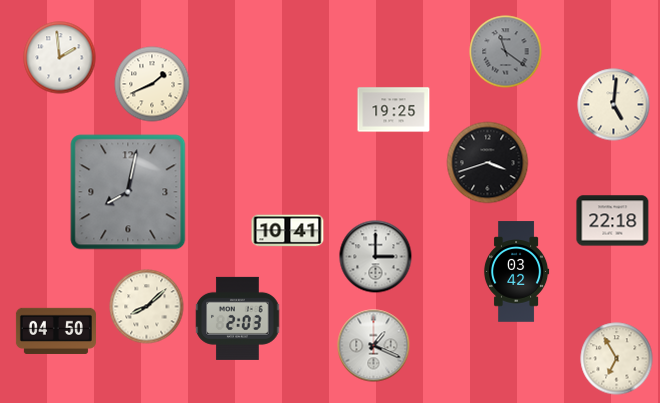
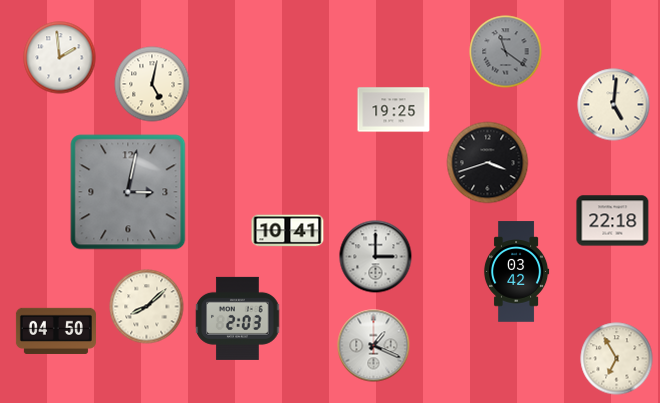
clock at (152, 84): 1:41 -> 5:02
clock at (128, 192): 8:02 -> 3:02
